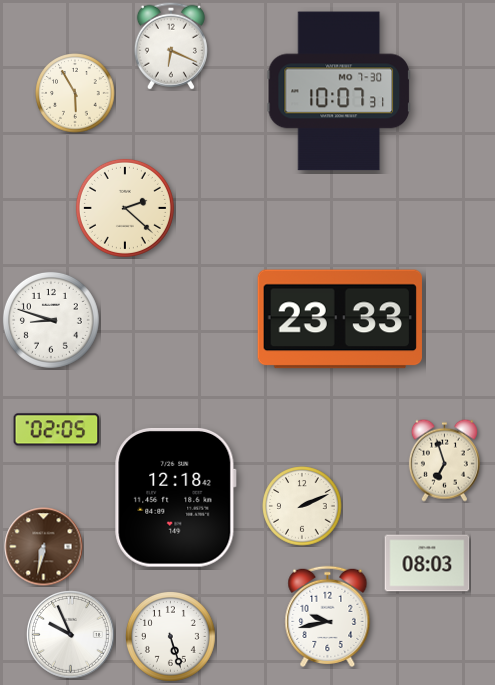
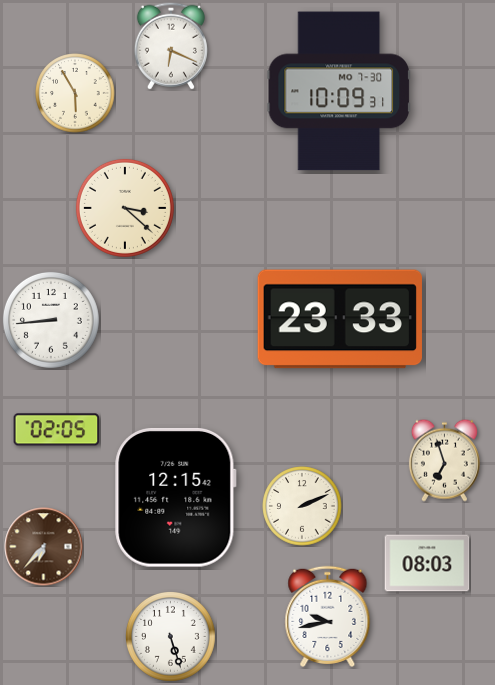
clock at (338, 91): 10:07 -> 10:09
clock at (125, 208): 2:22 -> 3:22
clock at (51, 320): 8:48 -> 8:44
clock at (176, 497): 12:18 -> 12:15
clock at (44, 547): 6:32 -> 6:37
clock at (71, 635): 9:56 -> none
